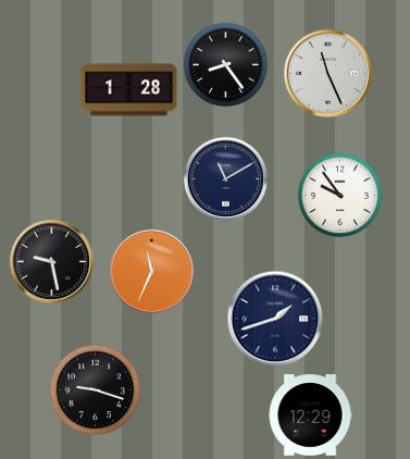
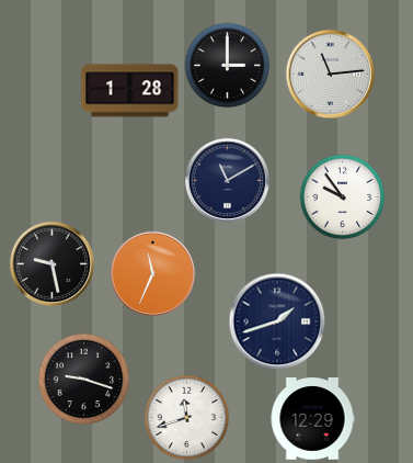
clock at (225, 64): 8:24 -> 3:00
clock at (327, 73): 11:26 -> 11:14
clock at (95, 389) position: (95, 389) -> (83, 379)
clock at (186, 417): none -> 11:42
